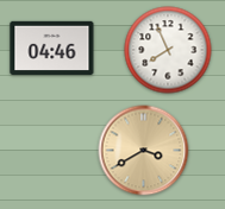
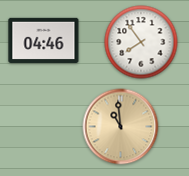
clock at (168, 50): 7:56 -> 7:54
clock at (144, 151): 3:40 -> 10:59
